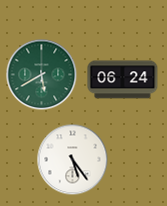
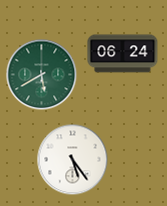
clock at (123, 80) position: (123, 80) -> (123, 54)
